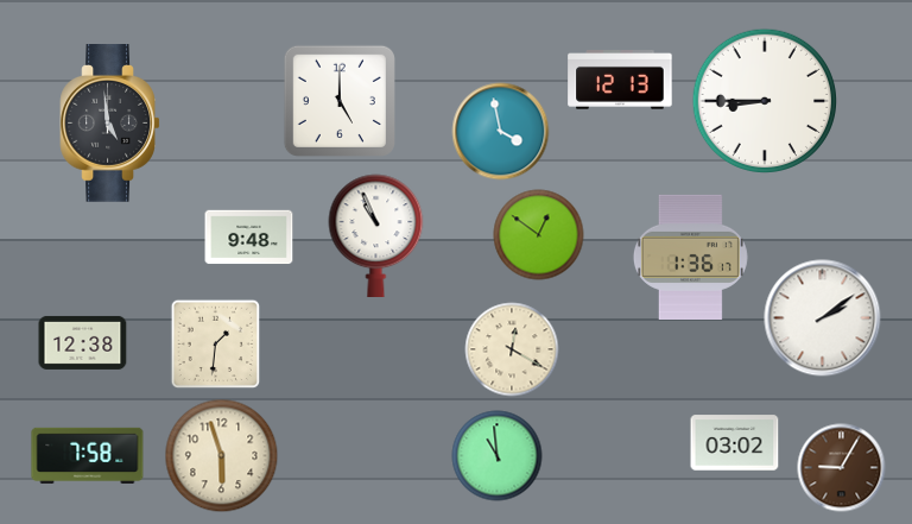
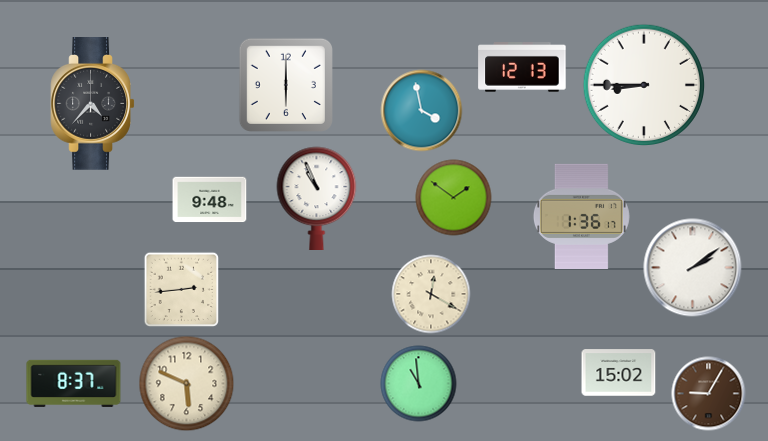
clock at (340, 101): 5:00 -> 6:00
clock at (110, 124): 4:59 -> 4:37
clock at (539, 235): 12:51 -> 1:51
clock at (83, 342): 12:38 -> none
clock at (216, 345): 1:31 -> 2:44
clock at (735, 443): 03:02 -> 15:02
clock at (88, 455): 7:58 -> 8:37
clock at (222, 456): 5:57 -> 5:49
